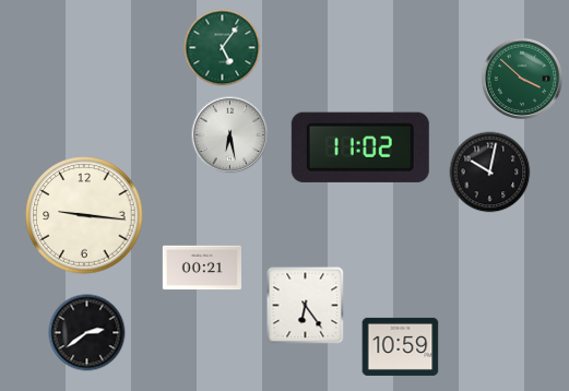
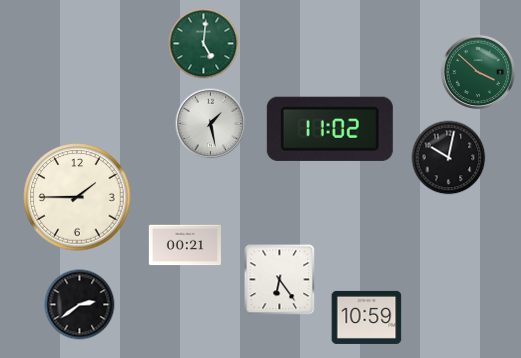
clock at (223, 48): 5:06 -> 5:01
clock at (230, 135): 6:28 -> 1:28
clock at (360, 147) position: (360, 147) -> (330, 129)
clock at (84, 215): 9:16 -> 1:45
